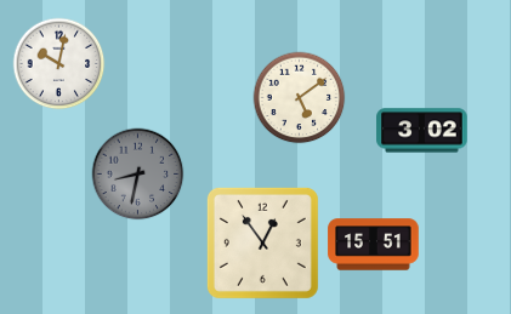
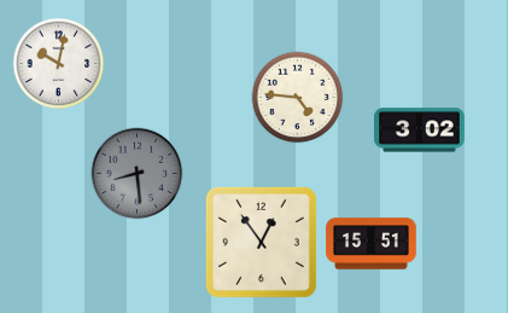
clock at (300, 98): 5:09 -> 4:46
clock at (138, 175): 8:32 -> 8:29
